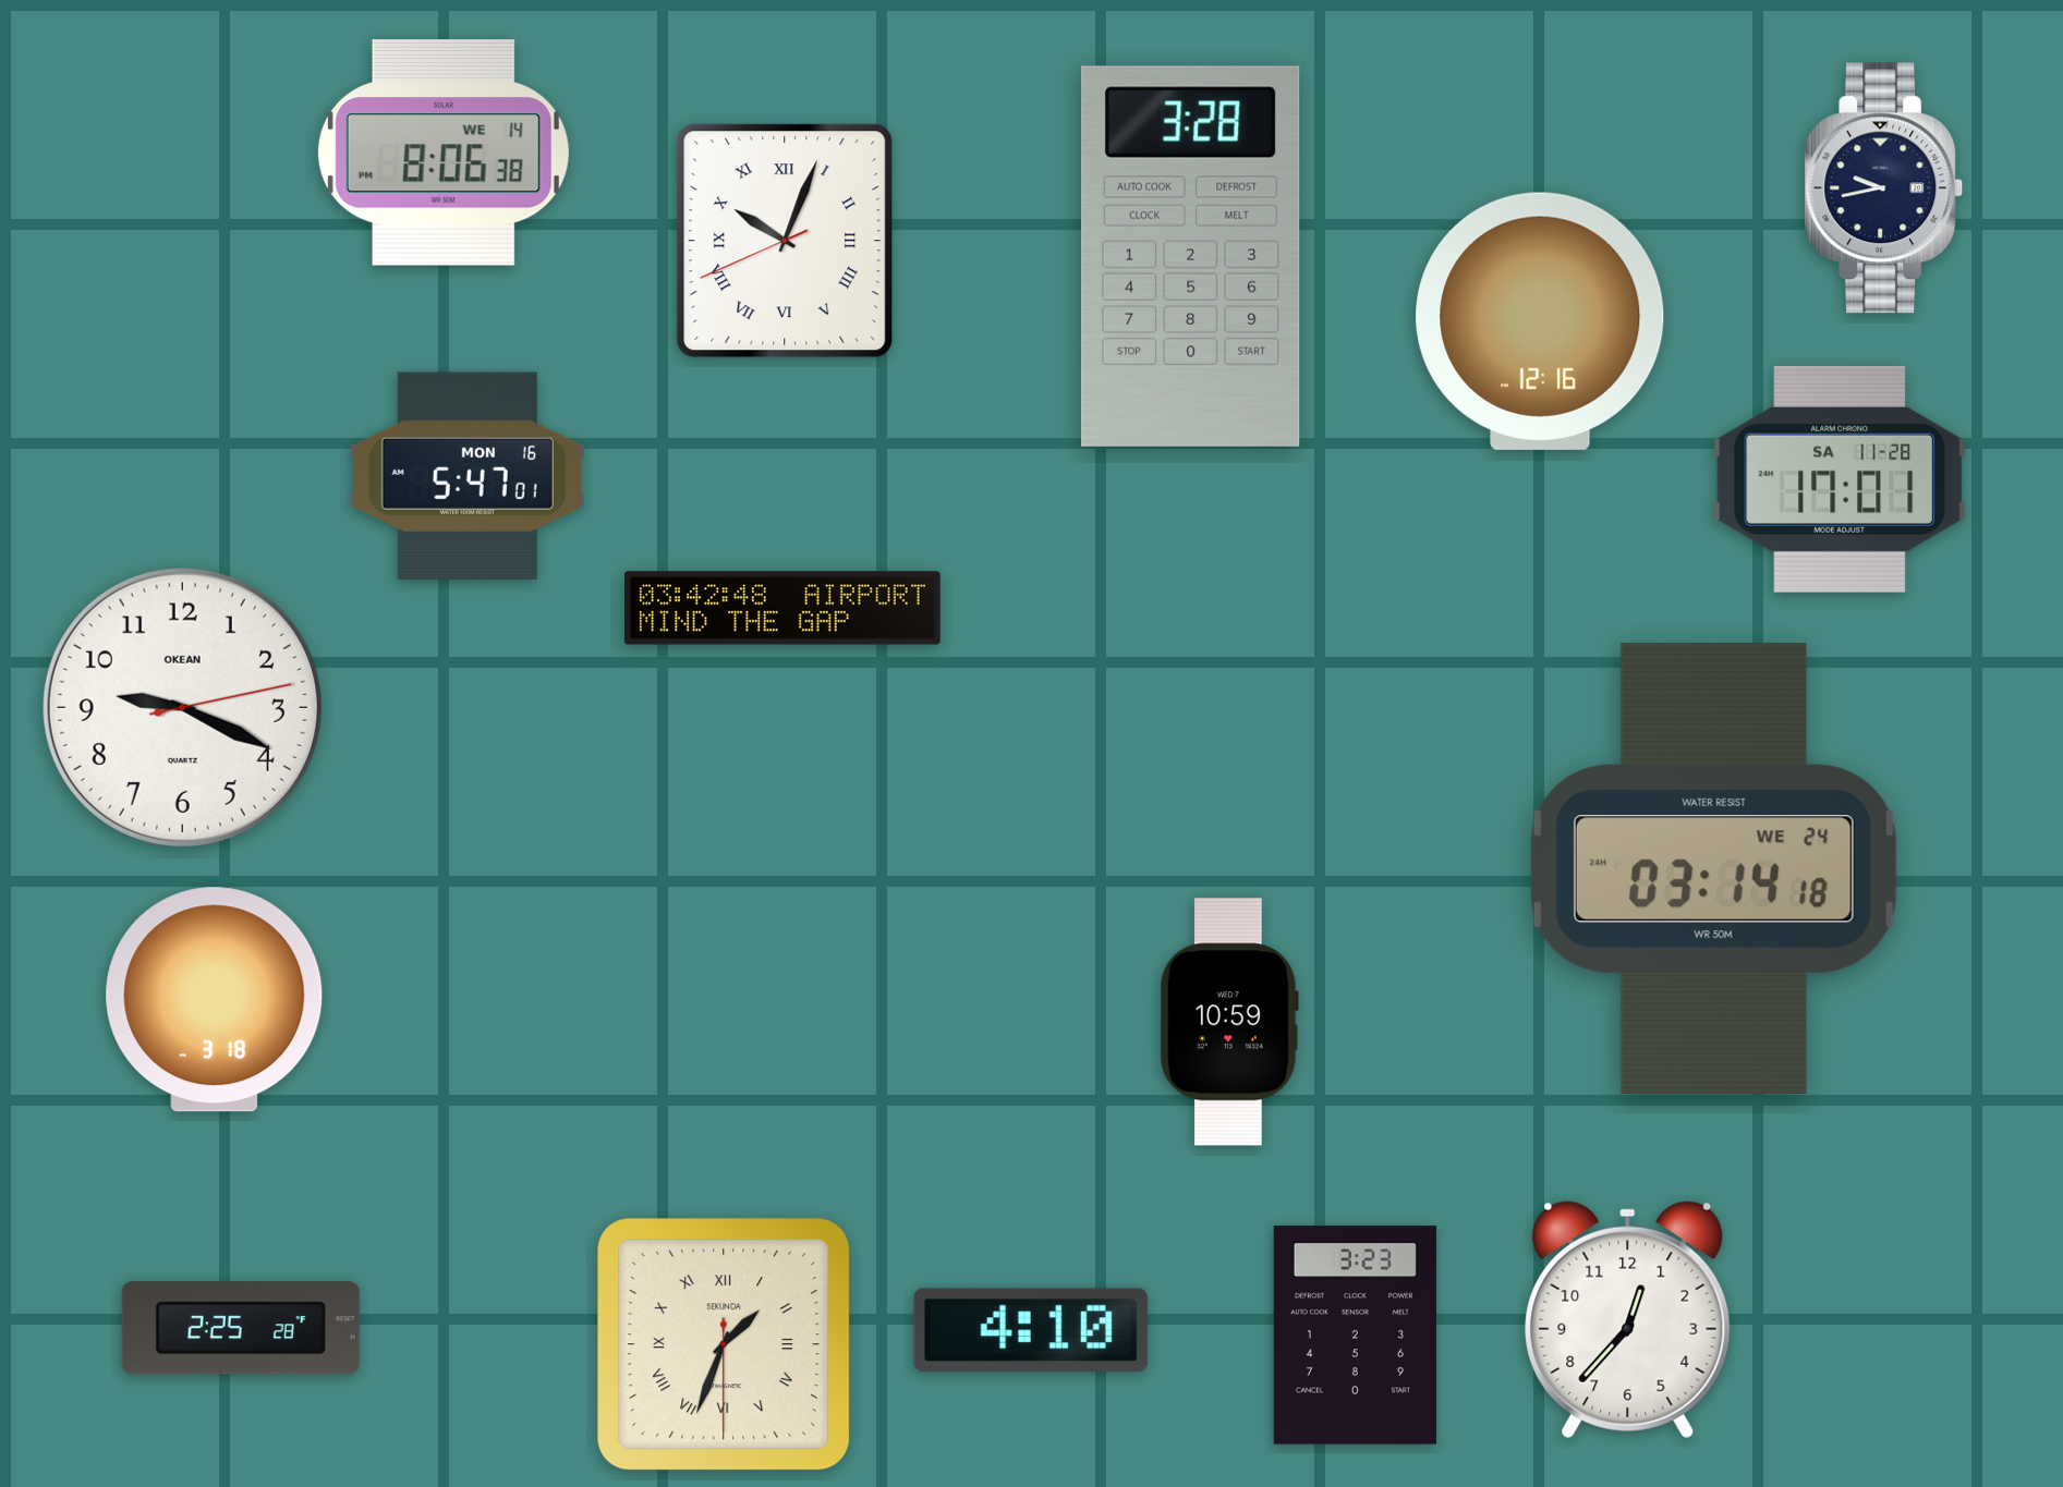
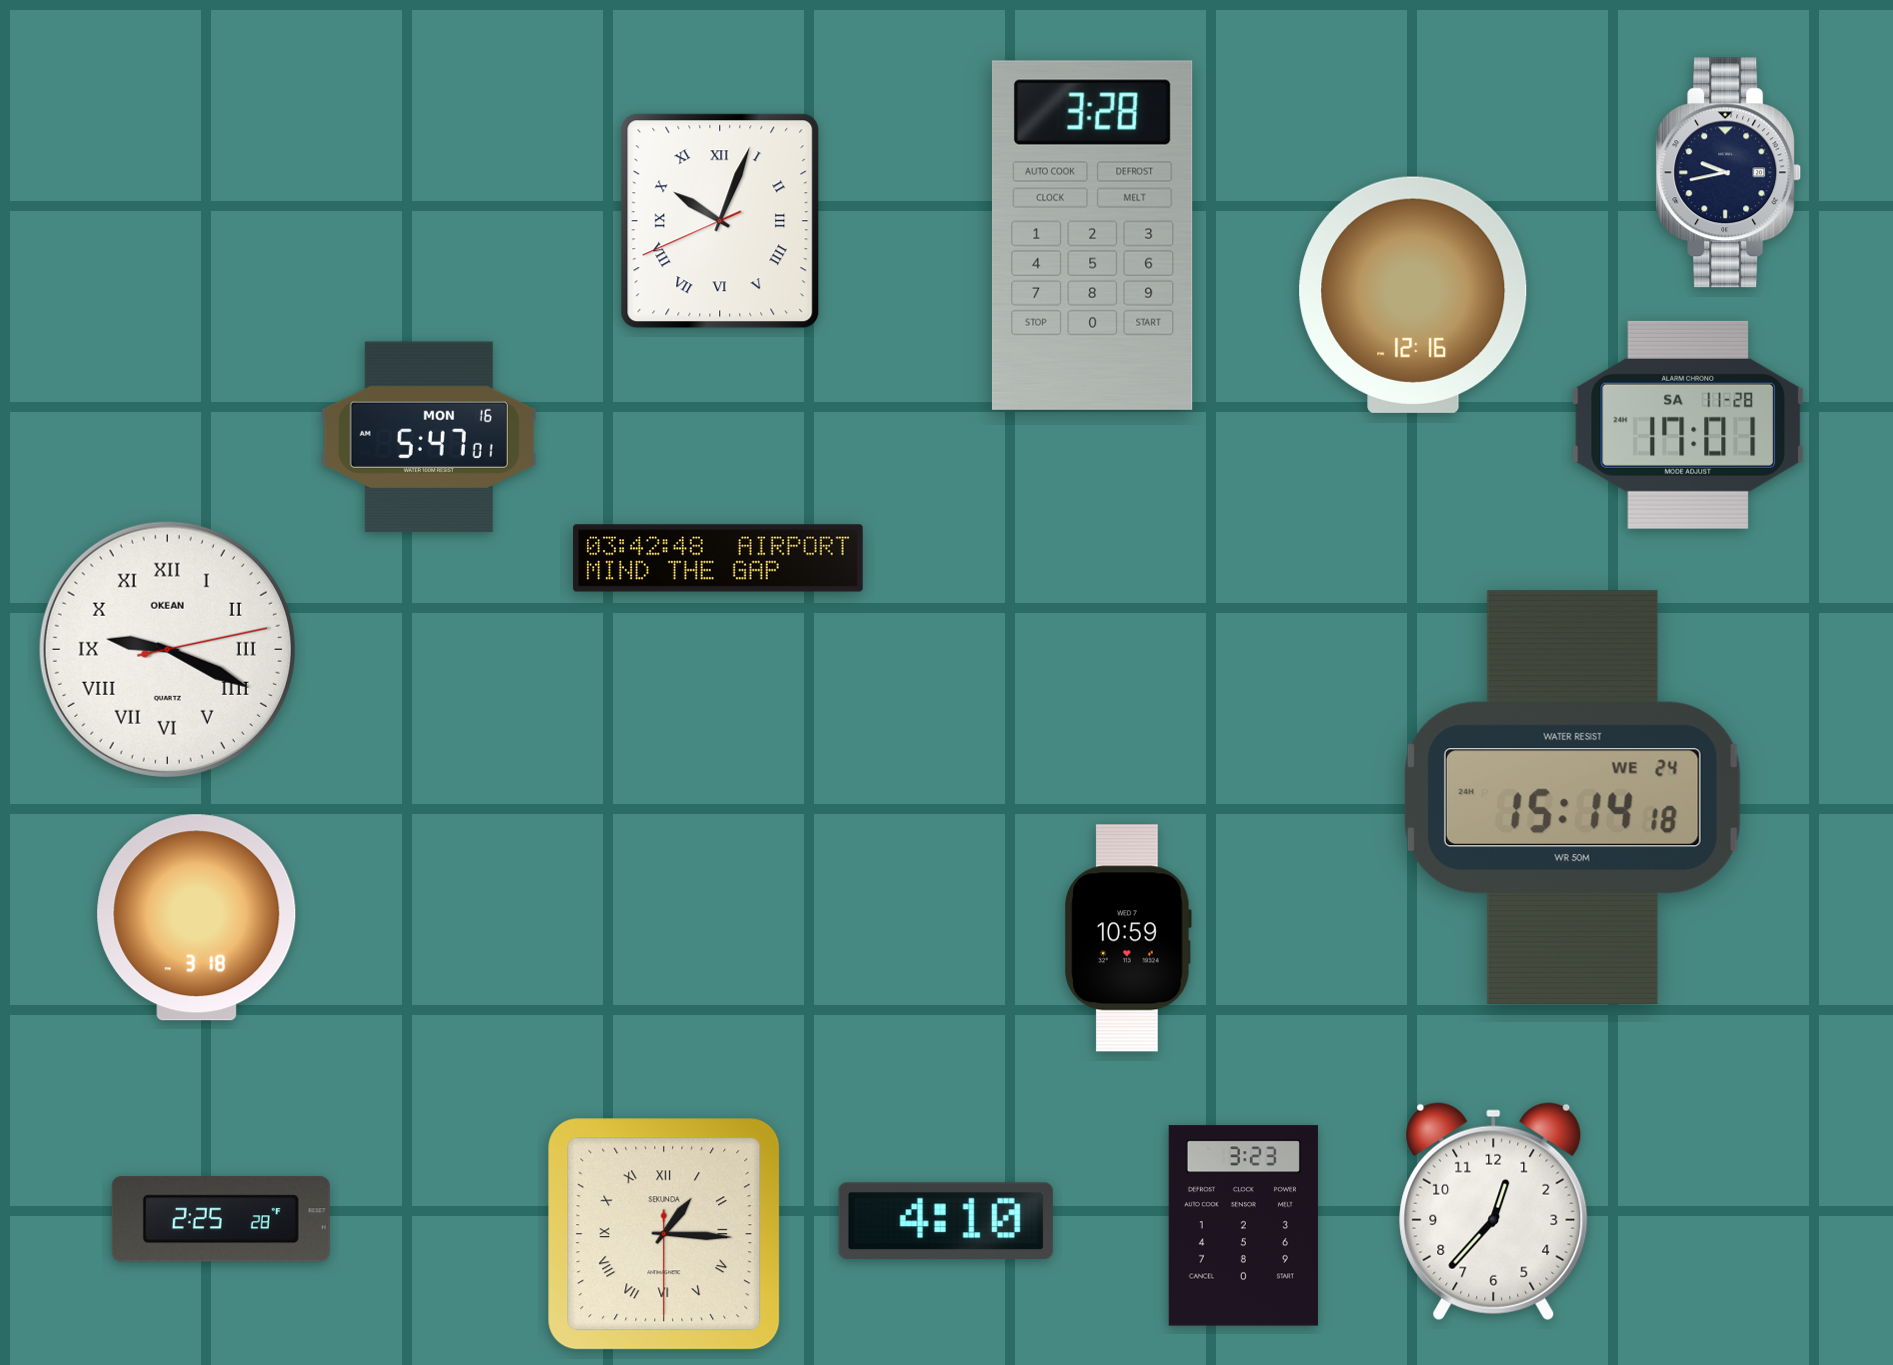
clock at (444, 154): 8:06 -> none
clock at (1840, 479) position: (1840, 479) -> (1688, 425)
clock at (182, 707) numerals: Arabic -> Roman
clock at (1713, 869): 03:14 -> 15:14
clock at (724, 1344): 1:33 -> 1:15
